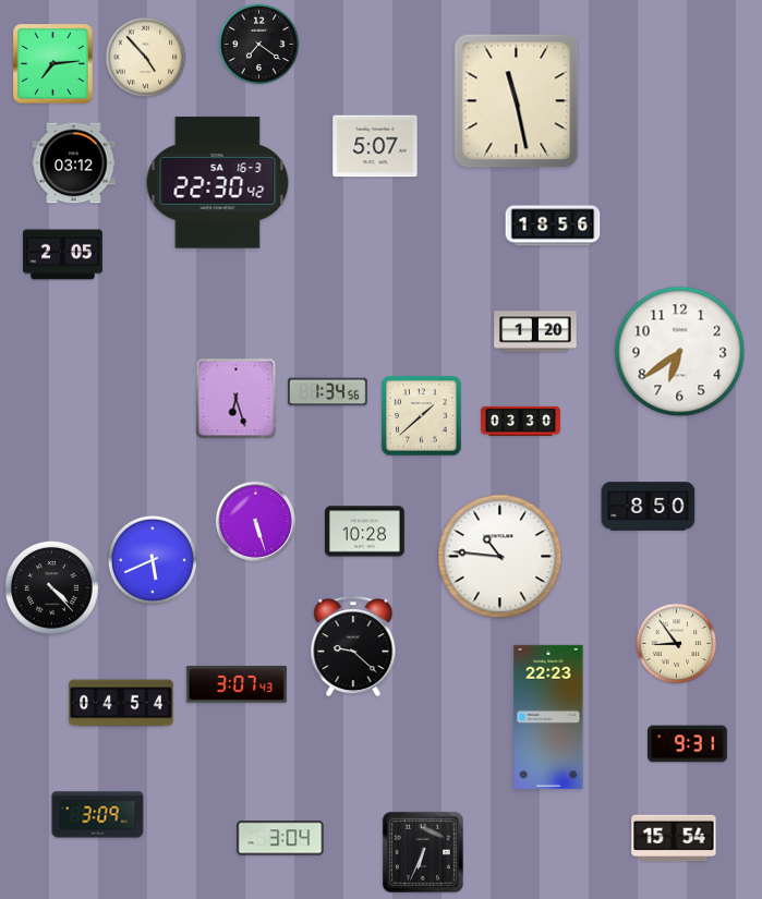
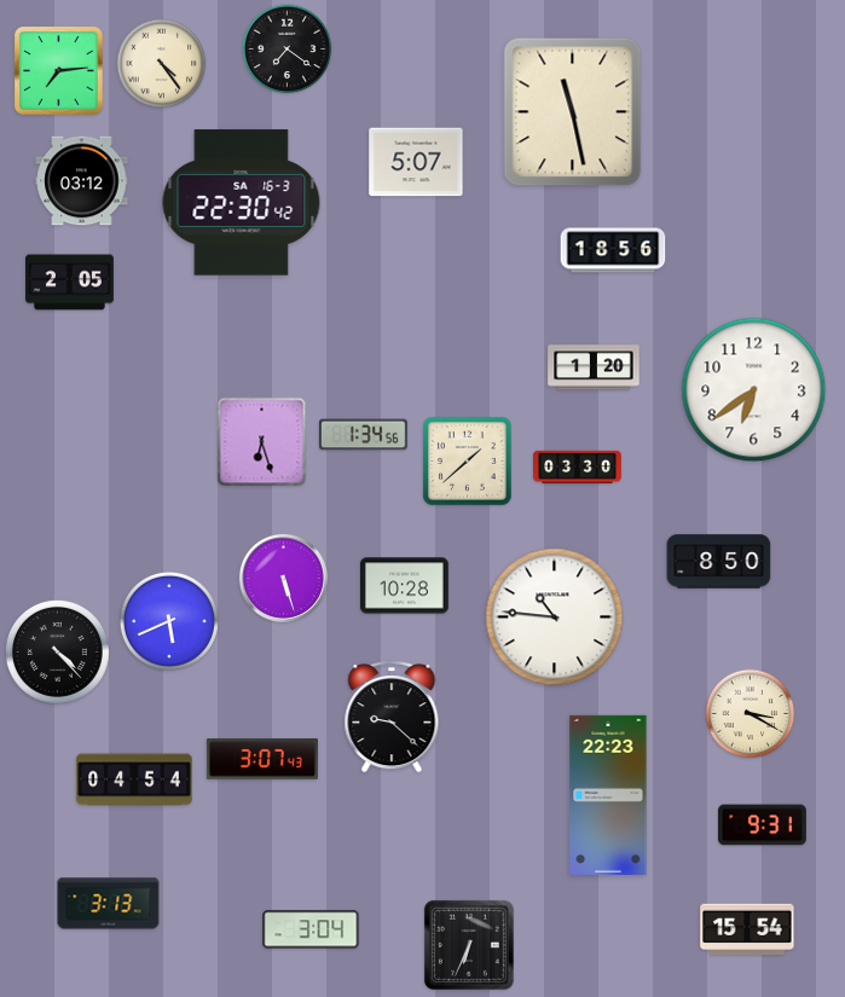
clock at (146, 58): 4:53 -> 4:24
clock at (364, 532) position: (364, 532) -> (404, 586)
clock at (677, 644): 8:54 -> 3:20
clock at (98, 815): 3:09 -> 3:13
